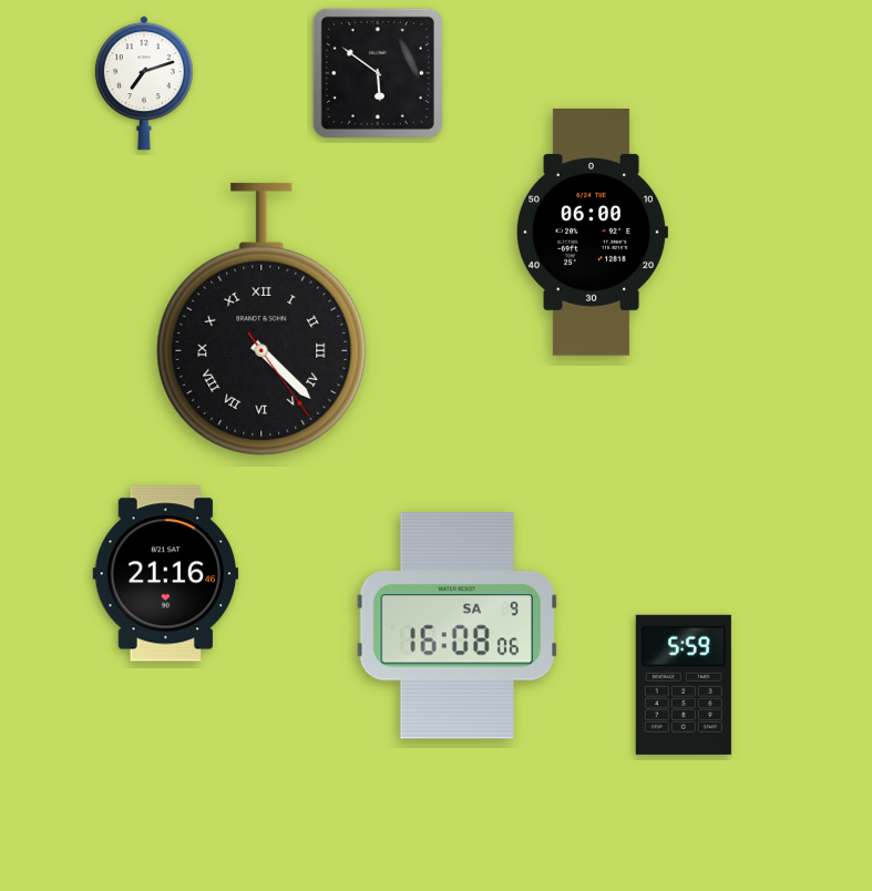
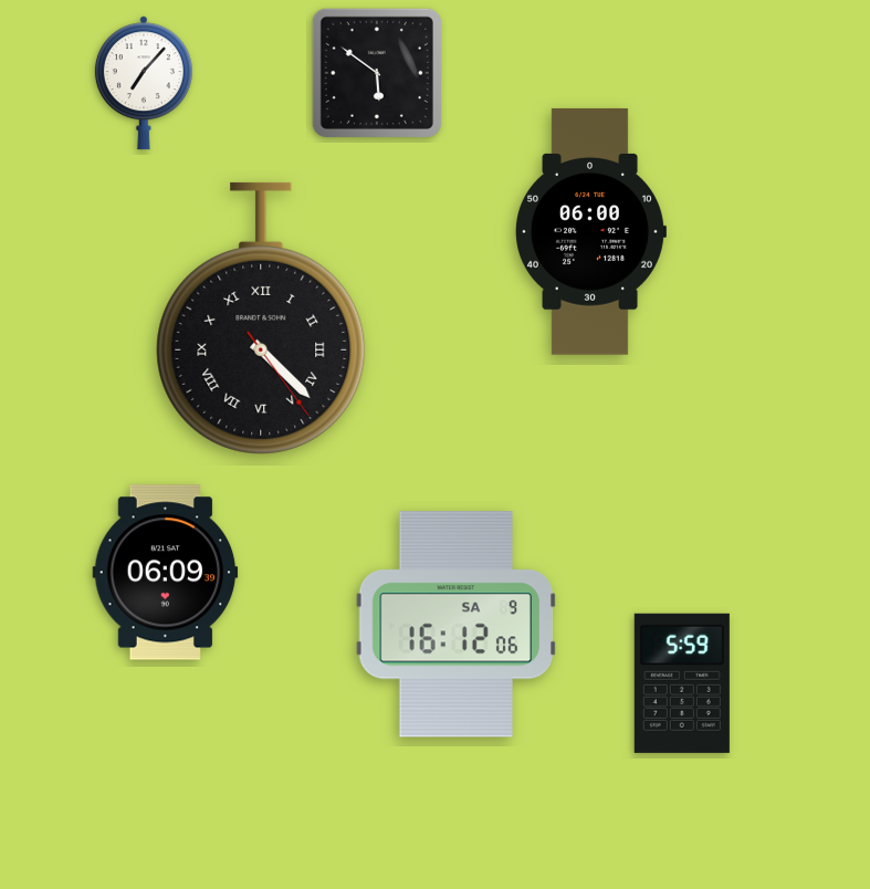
clock at (144, 83): 7:12 -> 7:07
clock at (166, 574): 21:16 -> 06:09
clock at (458, 626): 16:08 -> 16:12
